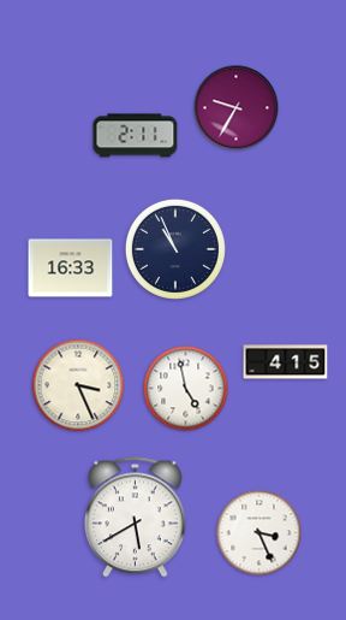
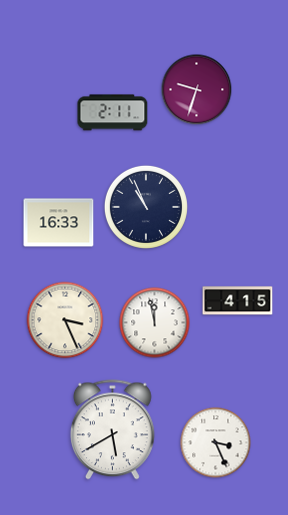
clock at (237, 108): 9:35 -> 9:33
clock at (186, 389): 4:58 -> 11:58
